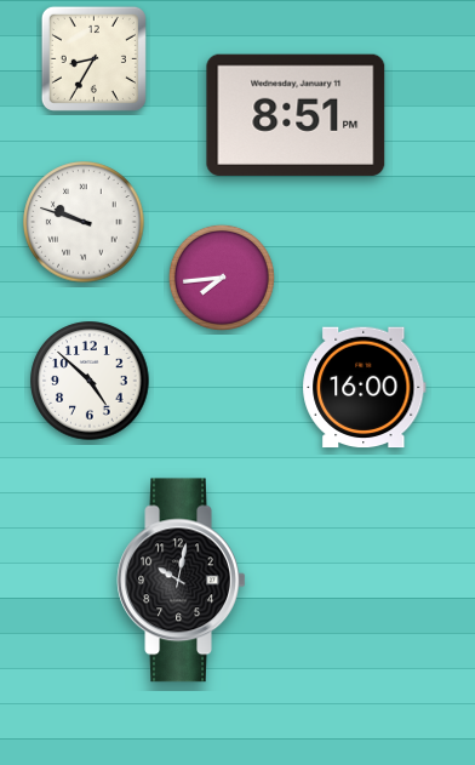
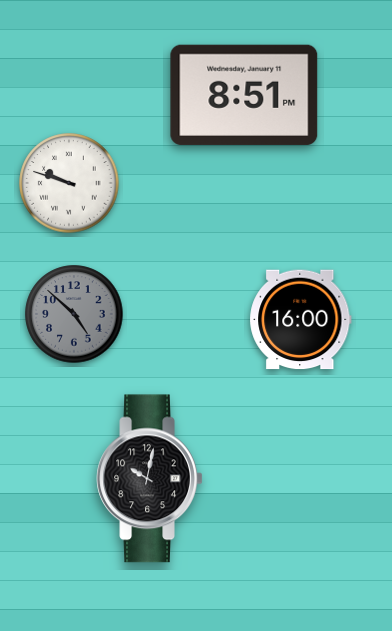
clock at (93, 58): 8:35 -> none
clock at (222, 278): 7:44 -> none
clock at (90, 381) dial: white -> grey
